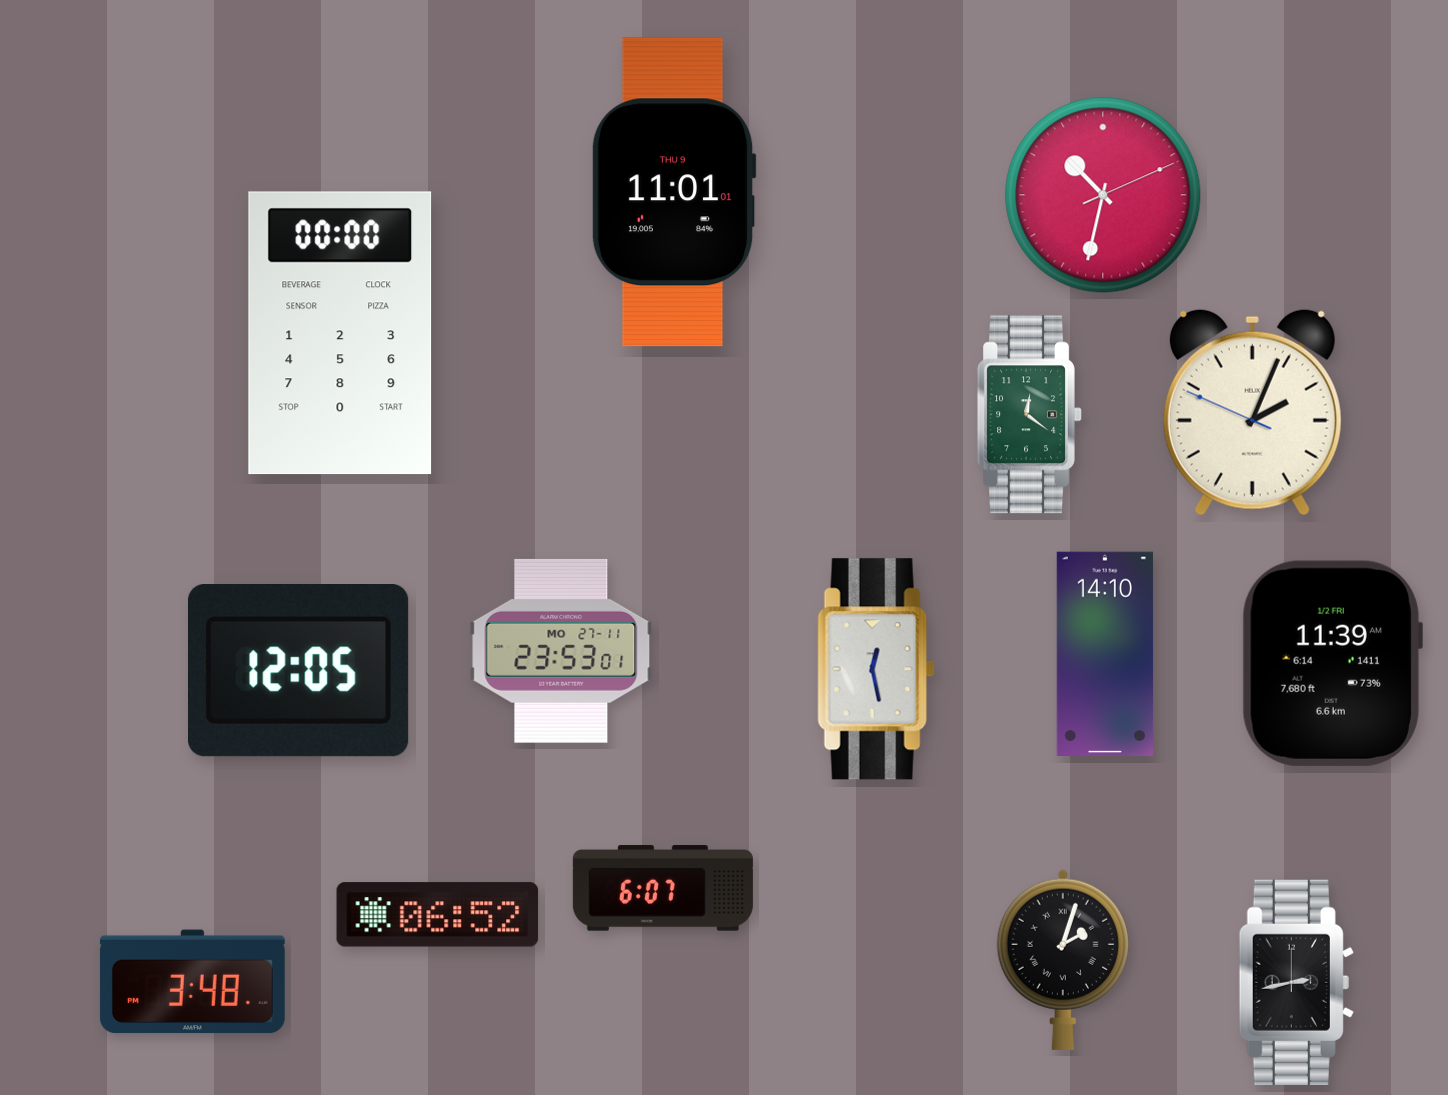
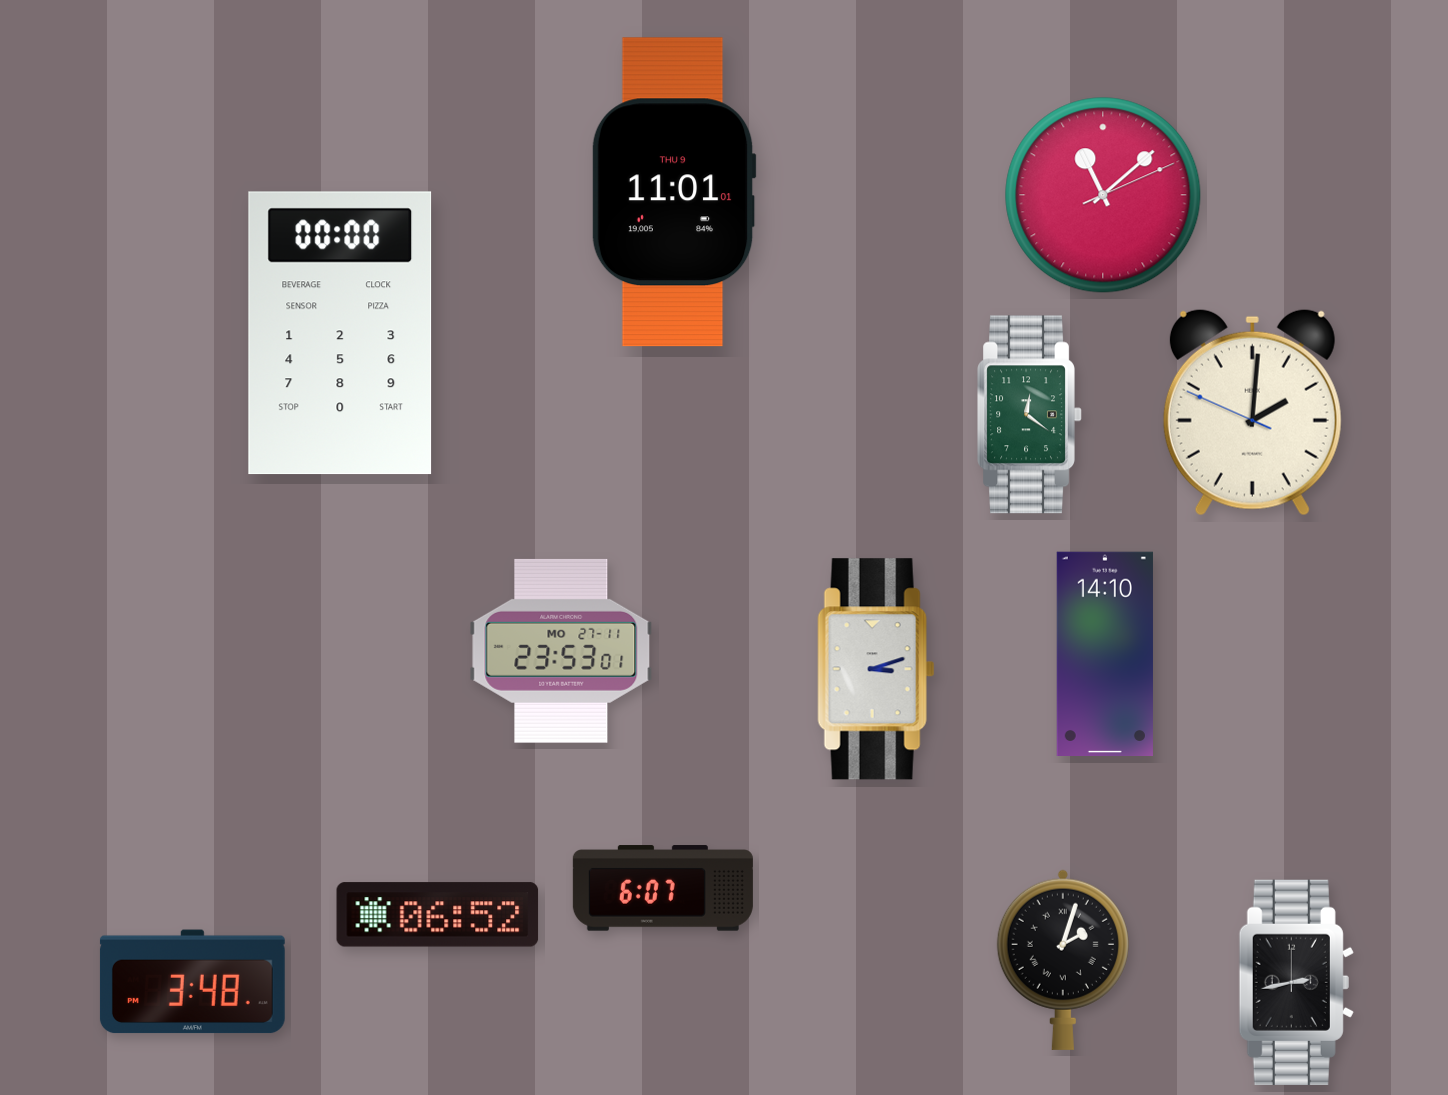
clock at (1103, 195): 10:32 -> 11:08
clock at (1252, 412): 2:03 -> 2:00
clock at (1332, 663): 11:39 -> none
clock at (876, 669): 12:28 -> 3:12
clock at (299, 671): 12:05 -> none
